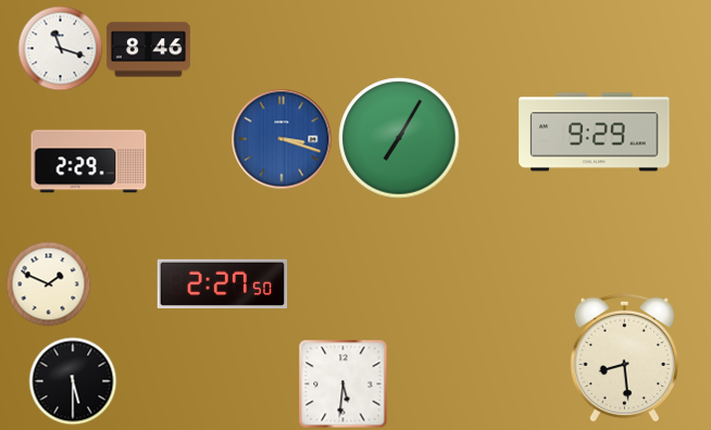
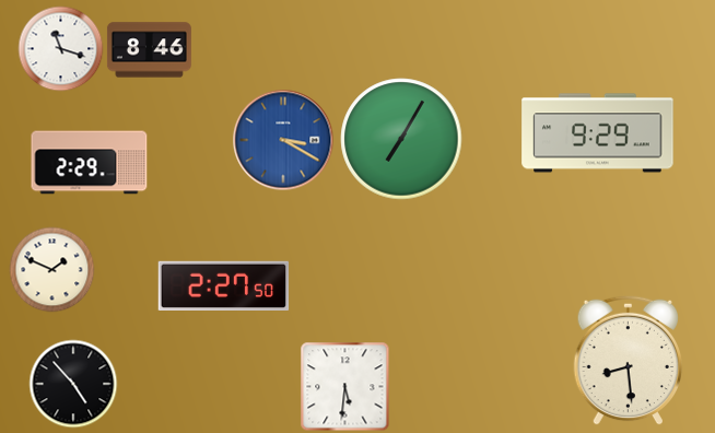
clock at (282, 139): 3:18 -> 3:20
clock at (48, 283) position: (48, 283) -> (51, 269)
clock at (73, 381): 5:30 -> 4:53
